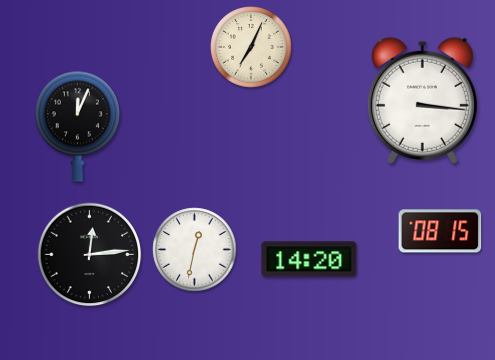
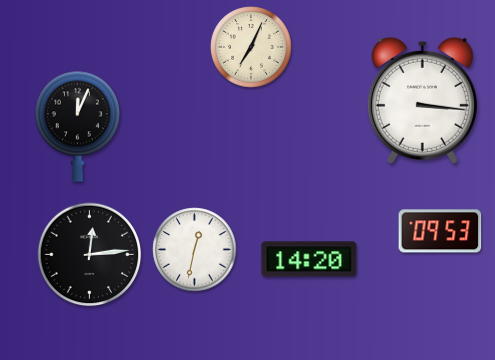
clock at (440, 231): 08:15 -> 09:53
